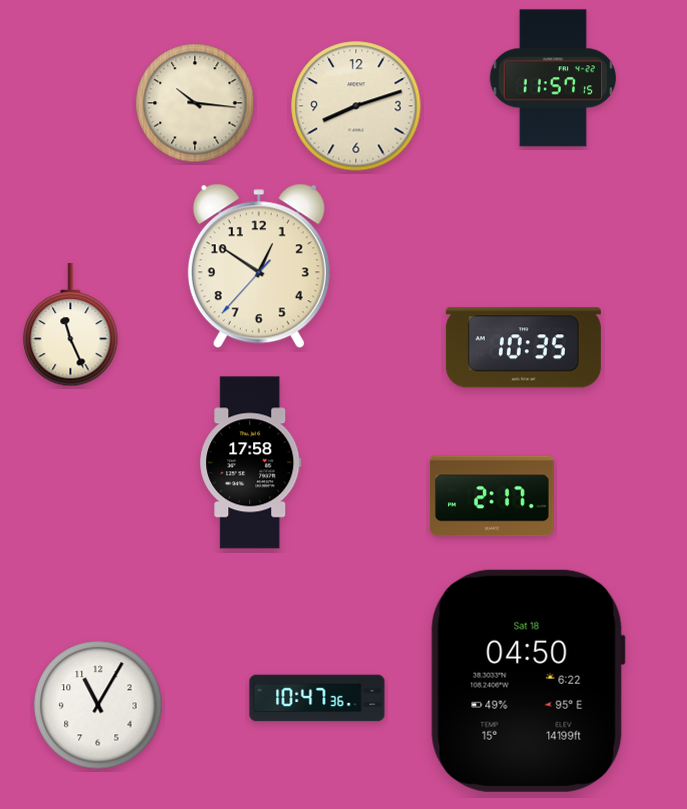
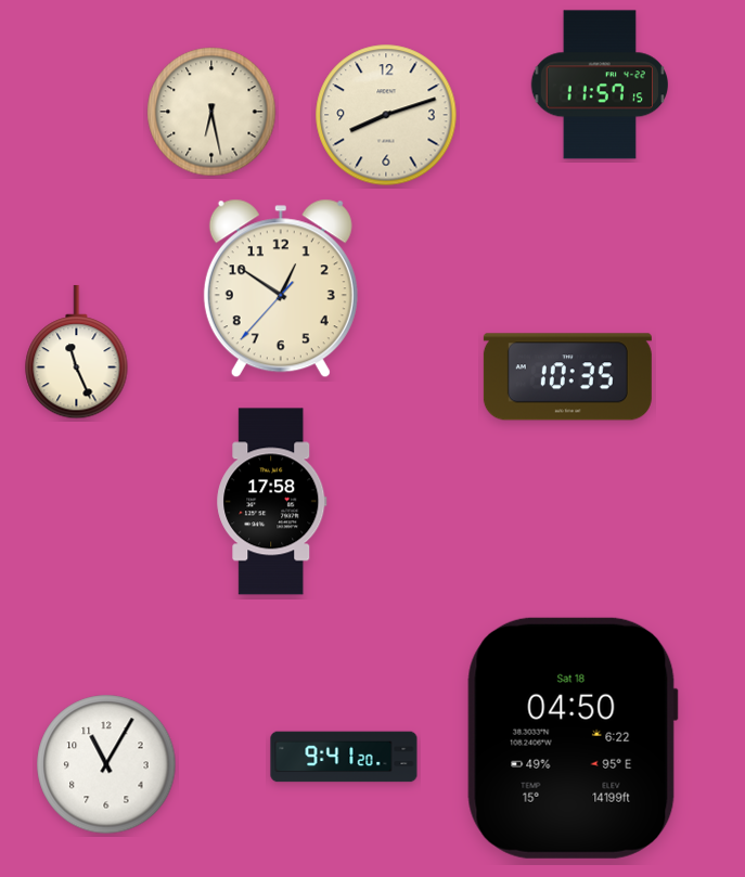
clock at (195, 103): 10:16 -> 6:28
clock at (493, 496): 2:17 -> none
clock at (317, 698): 10:47 -> 9:41
